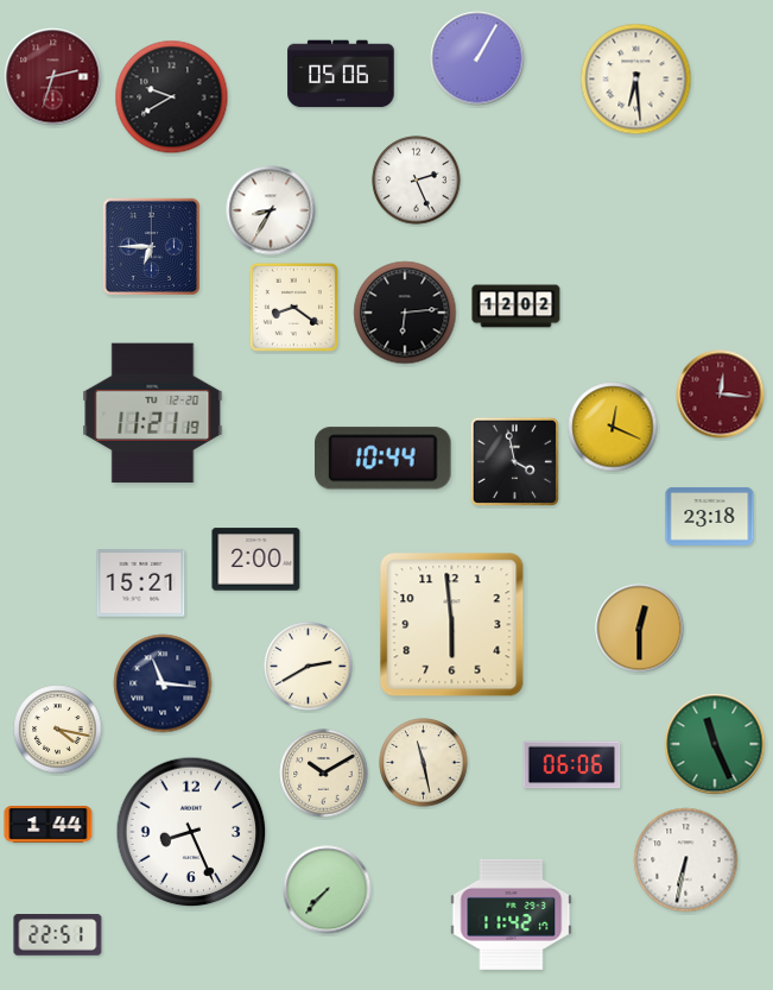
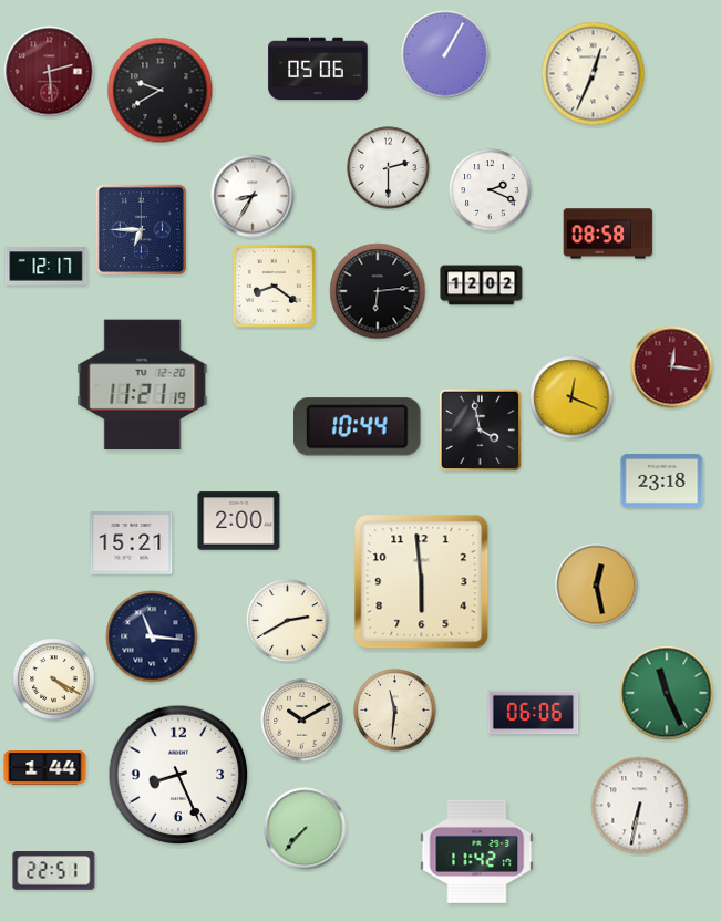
clock at (53, 77): 2:33 -> 2:29
clock at (636, 80): 6:29 -> 12:34
clock at (417, 181): 2:26 -> 2:30
clock at (491, 190): none -> 2:19
clock at (608, 234): none -> 08:58
clock at (47, 267): none -> 12:17
clock at (640, 629): 12:30 -> 12:28
clock at (58, 730): 4:17 -> 4:20
clock at (424, 763): 11:28 -> 11:31
clock at (686, 860) position: (686, 860) -> (640, 806)
